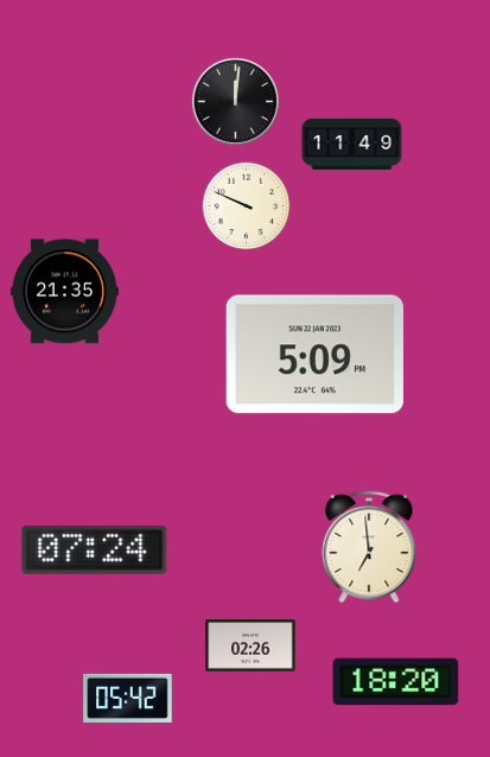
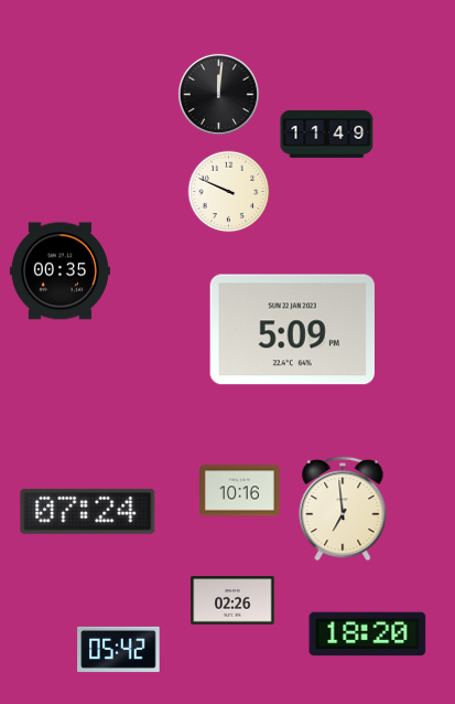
clock at (64, 292): 21:35 -> 00:35
clock at (240, 491): none -> 10:16
